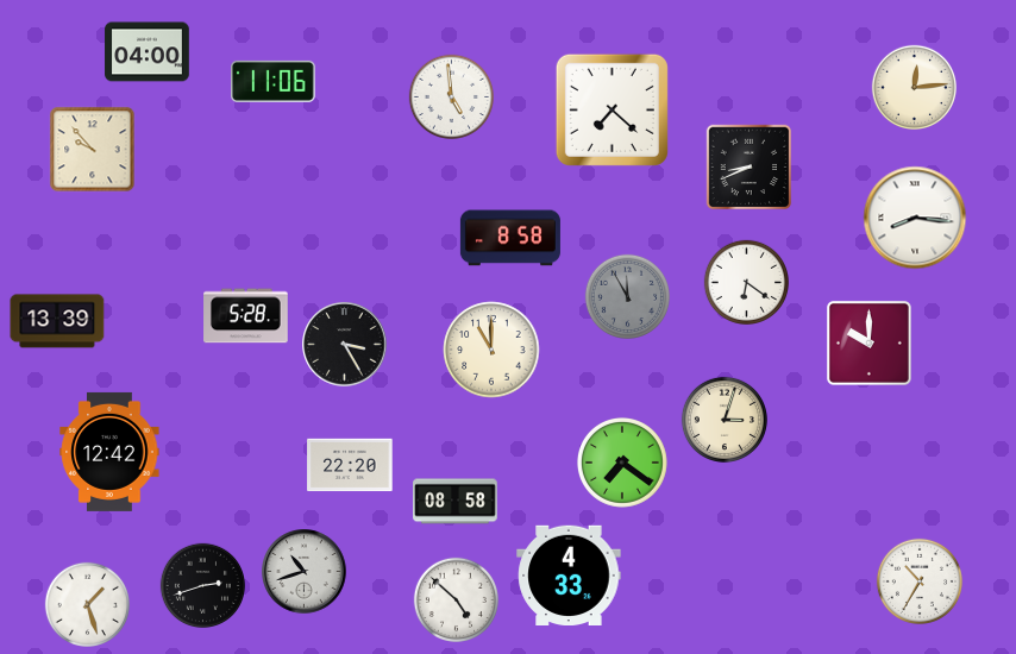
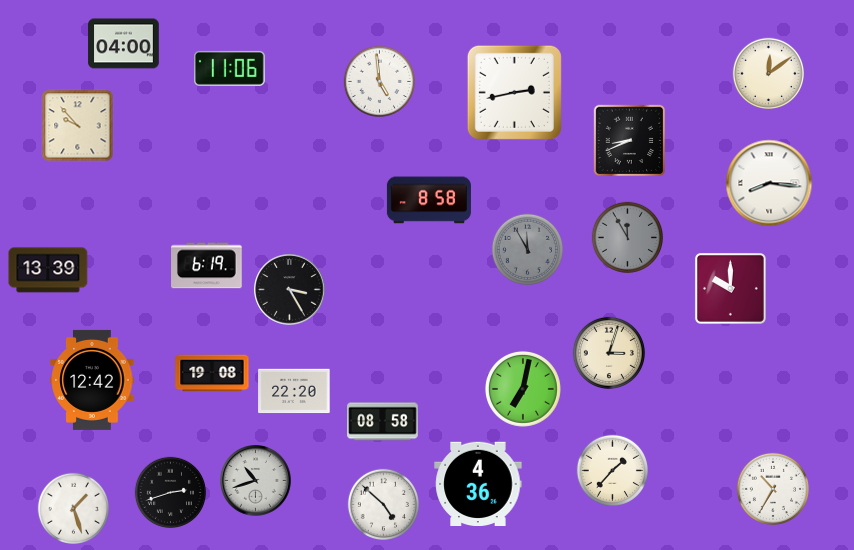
clock at (914, 87): 12:14 -> 12:09
clock at (612, 109): 7:22 -> 2:43
clock at (746, 282): 6:21 -> 11:55
clock at (746, 282) dial: white -> grey
clock at (246, 316): 5:28 -> 6:19
clock at (491, 350): 11:00 -> none
clock at (212, 373): none -> 19:08
clock at (622, 463): 7:21 -> 7:02
clock at (612, 470): none -> 1:37
clock at (569, 574): 4:33 -> 4:36
